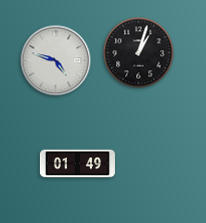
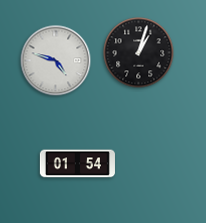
clock at (77, 164): 01:49 -> 01:54
